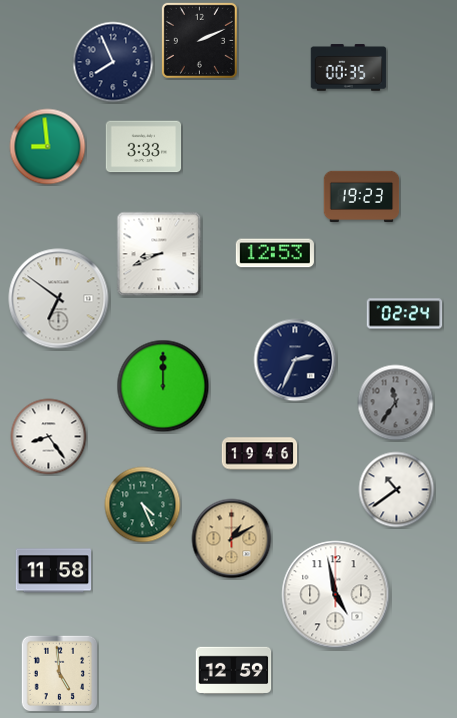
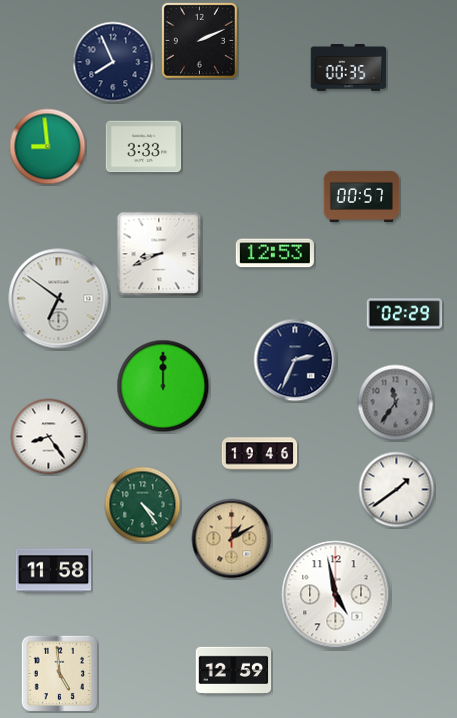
clock at (362, 197): 19:23 -> 00:57
clock at (405, 314): 02:24 -> 02:29
clock at (397, 490): 10:39 -> 1:39
clock at (143, 505): 4:26 -> 4:24
